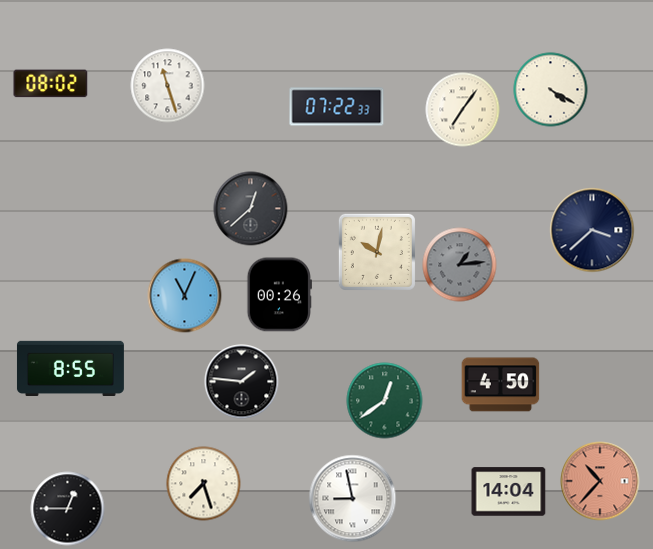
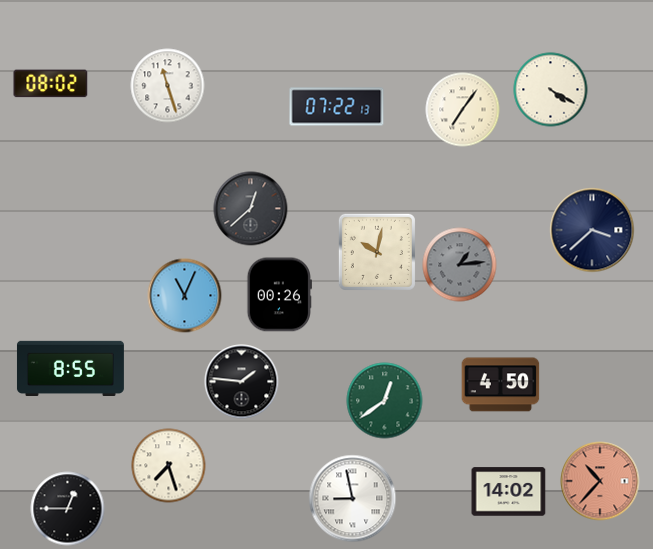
clock at (337, 107): 07:22:33 -> 07:22:13
clock at (204, 484) position: (204, 484) -> (169, 466)
clock at (509, 492): 14:04 -> 14:02
